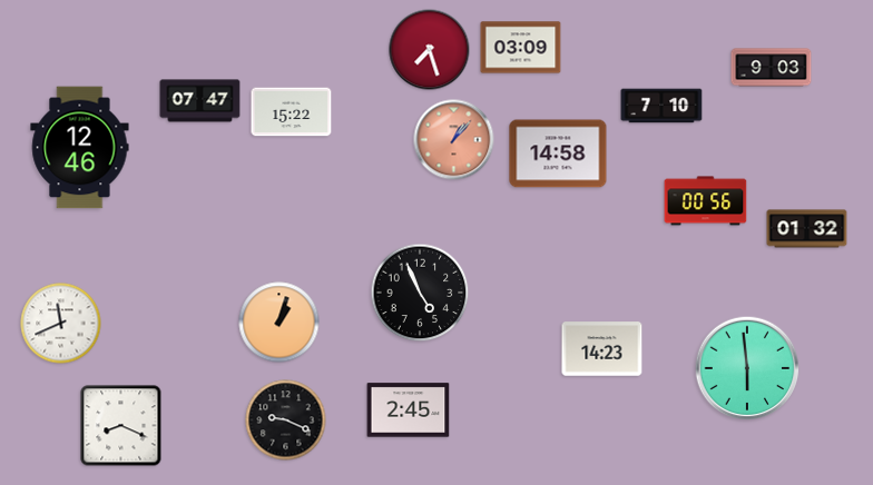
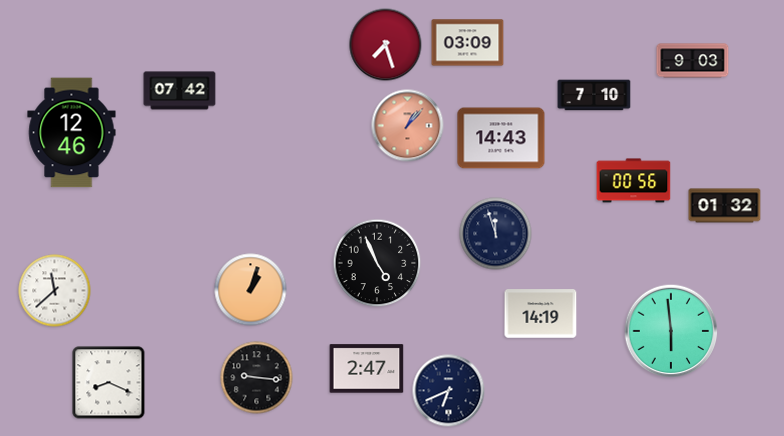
clock at (200, 101): 07:47 -> 07:42
clock at (292, 112): 15:22 -> none
clock at (558, 154): 14:58 -> 14:43
clock at (496, 234): none -> 11:57
clock at (61, 324): 11:41 -> 11:38
clock at (602, 349): 14:23 -> 14:19
clock at (409, 410): 2:45 -> 2:47
clock at (286, 420): 9:19 -> 9:16
clock at (449, 391): none -> 6:41
